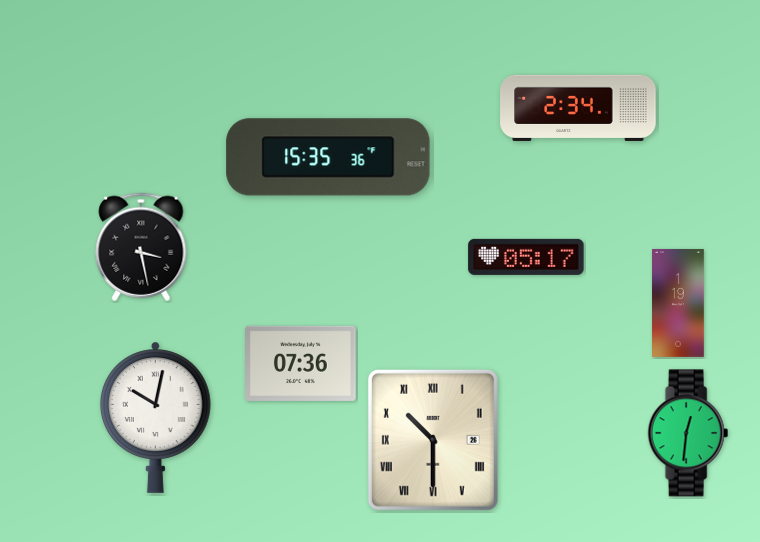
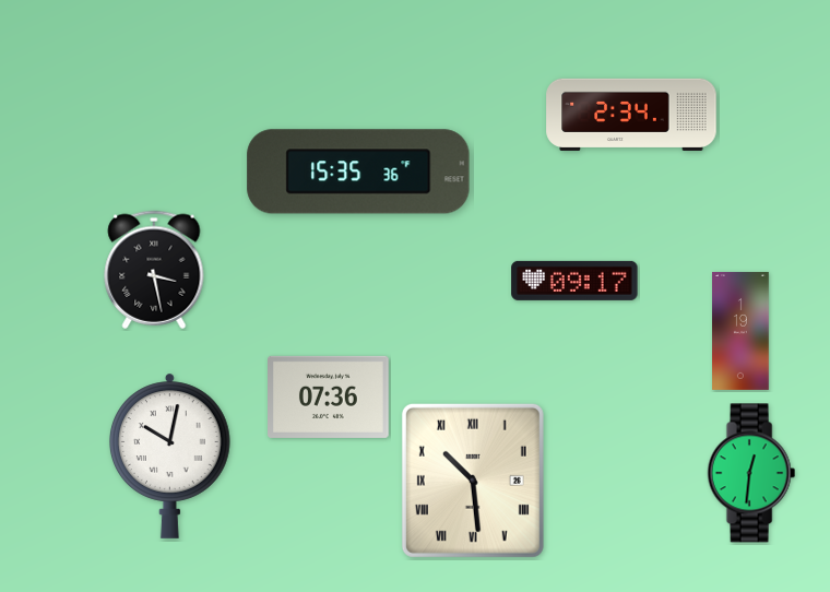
clock at (578, 108) position: (578, 108) -> (631, 115)
clock at (526, 257): 05:17 -> 09:17
clock at (433, 440): 10:30 -> 10:29
